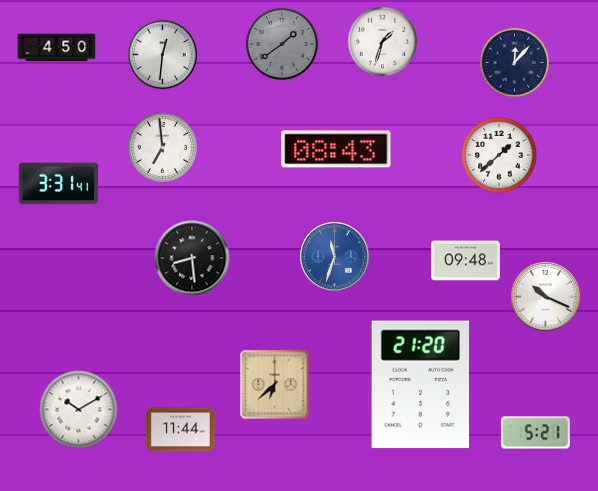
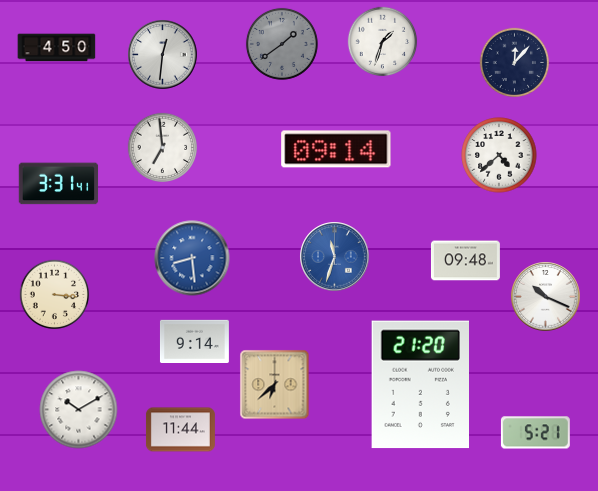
clock at (336, 149): 08:43 -> 09:14
clock at (499, 155): 1:38 -> 4:38
clock at (192, 258) dial: black -> blue
clock at (55, 295): none -> 3:16
clock at (194, 341): none -> 9:14
